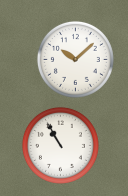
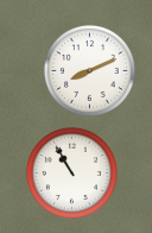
clock at (75, 59): 10:08 -> 8:11
